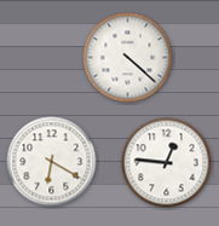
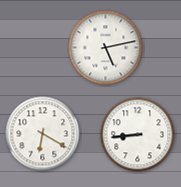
clock at (128, 58): 4:22 -> 5:13
clock at (167, 163): 12:46 -> 8:44
